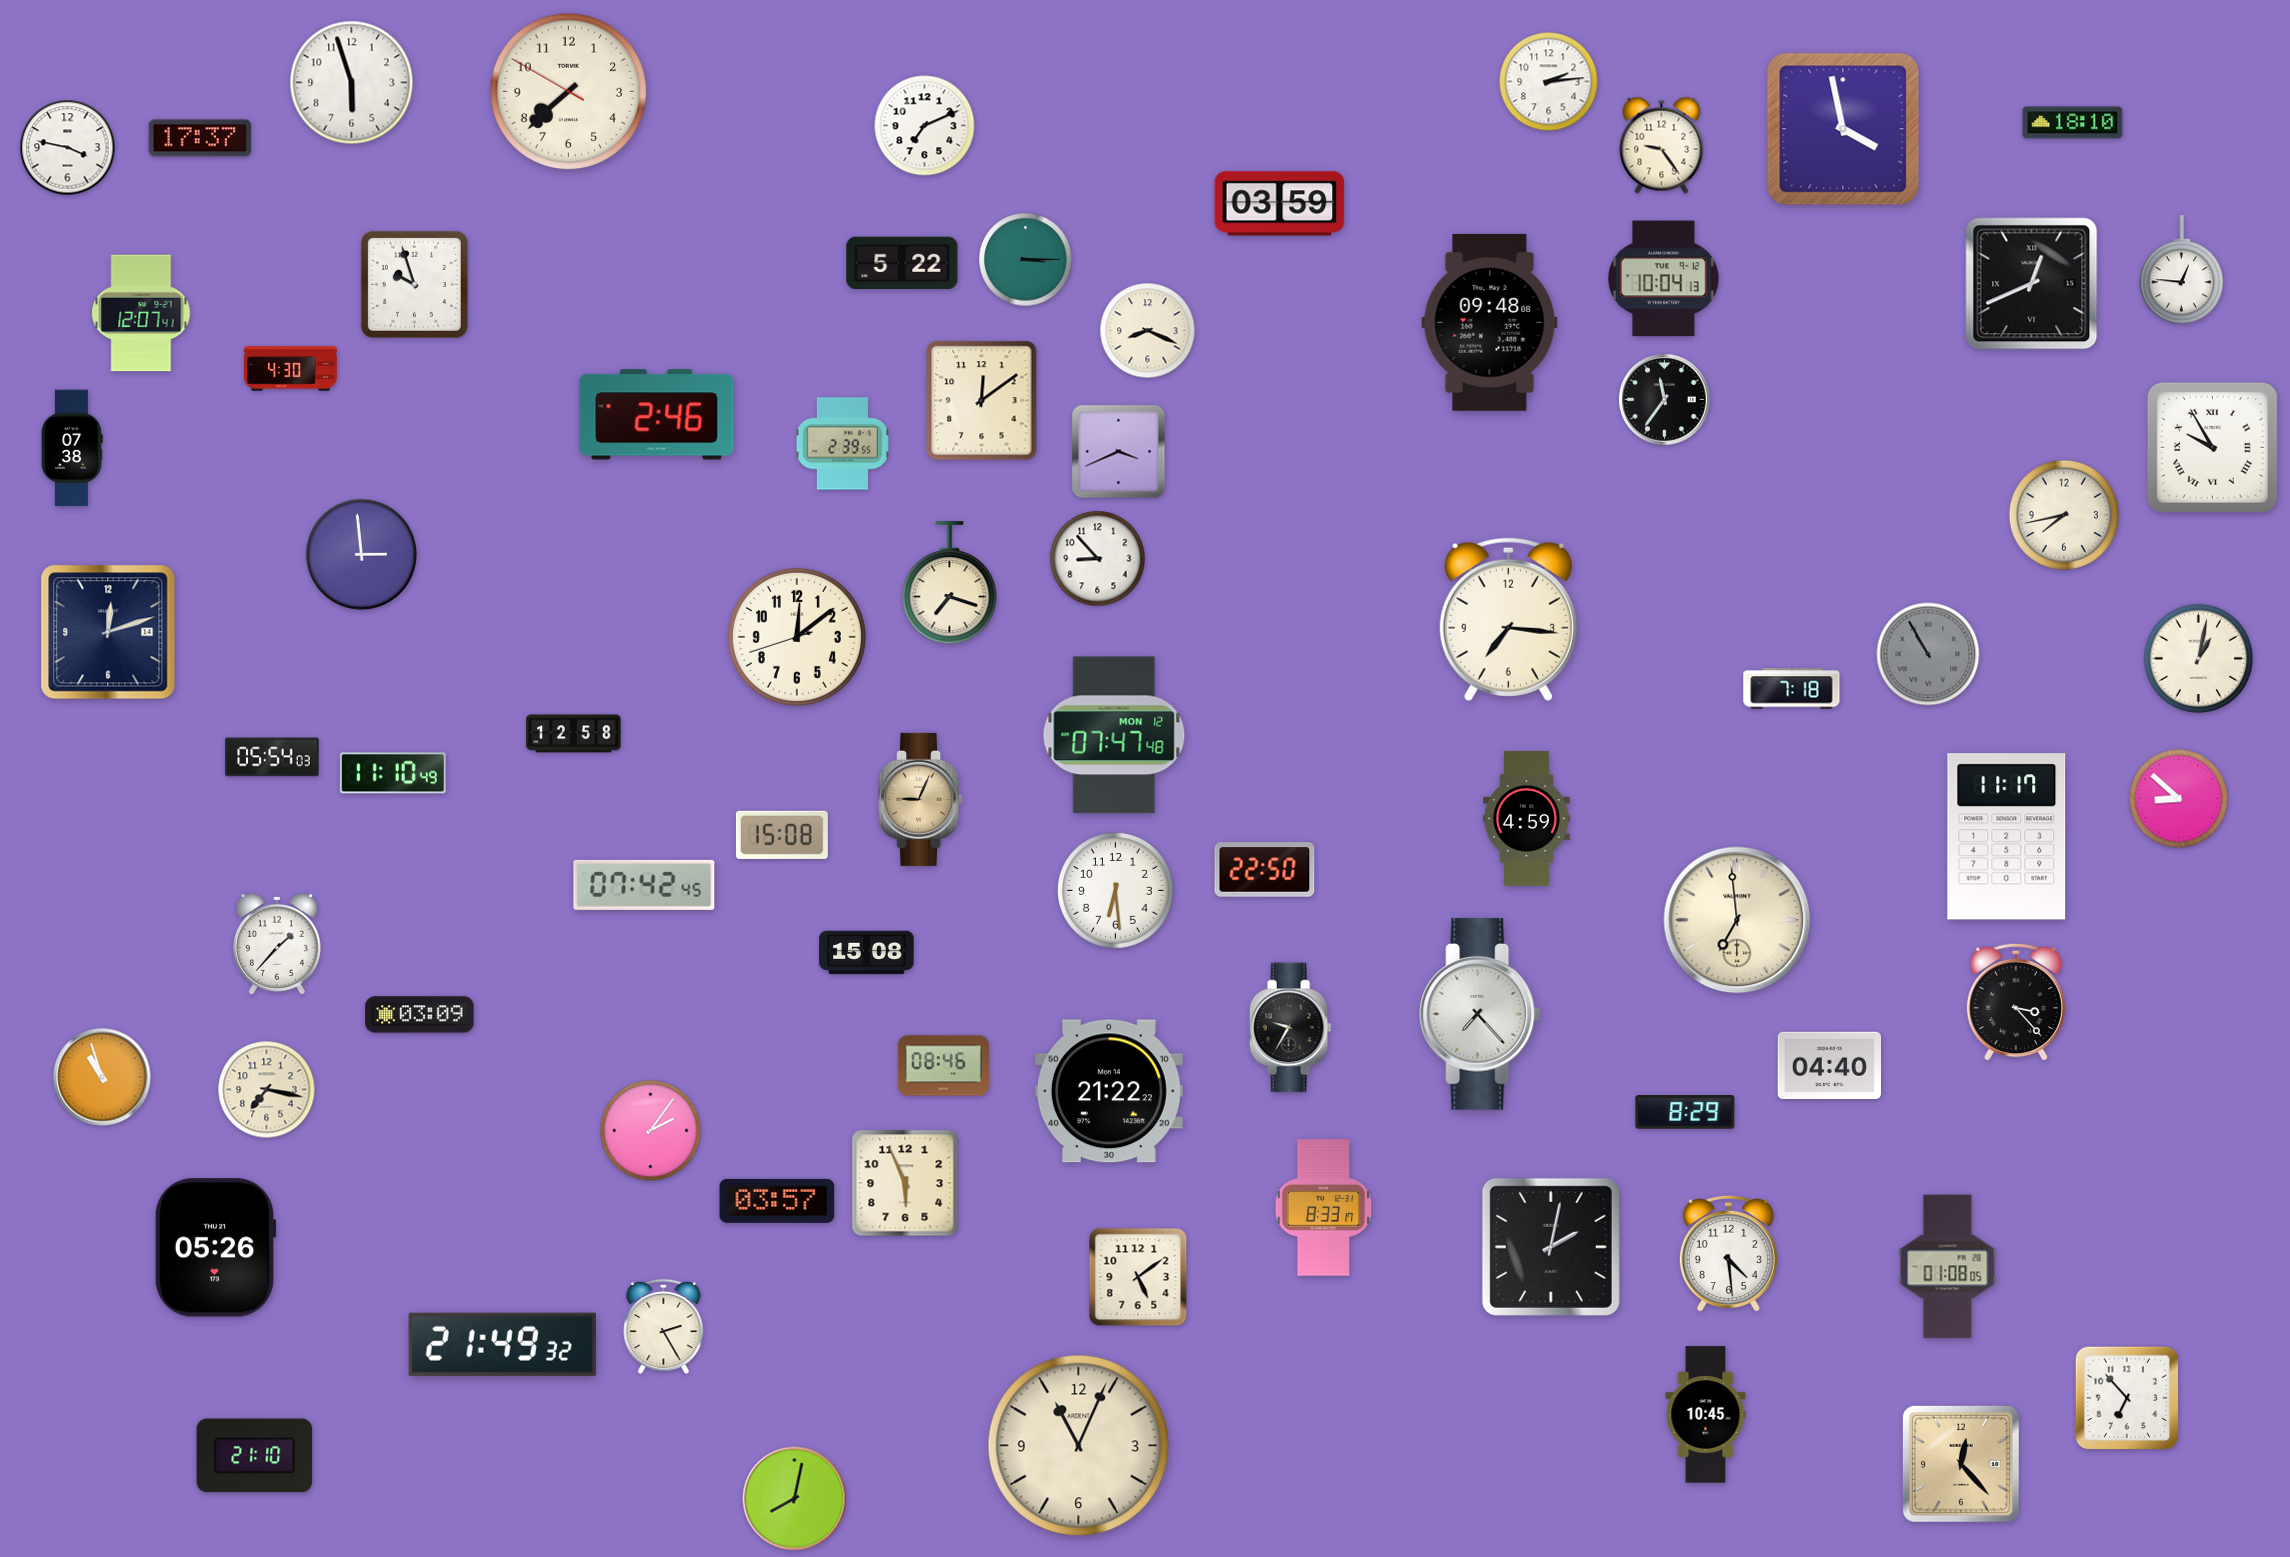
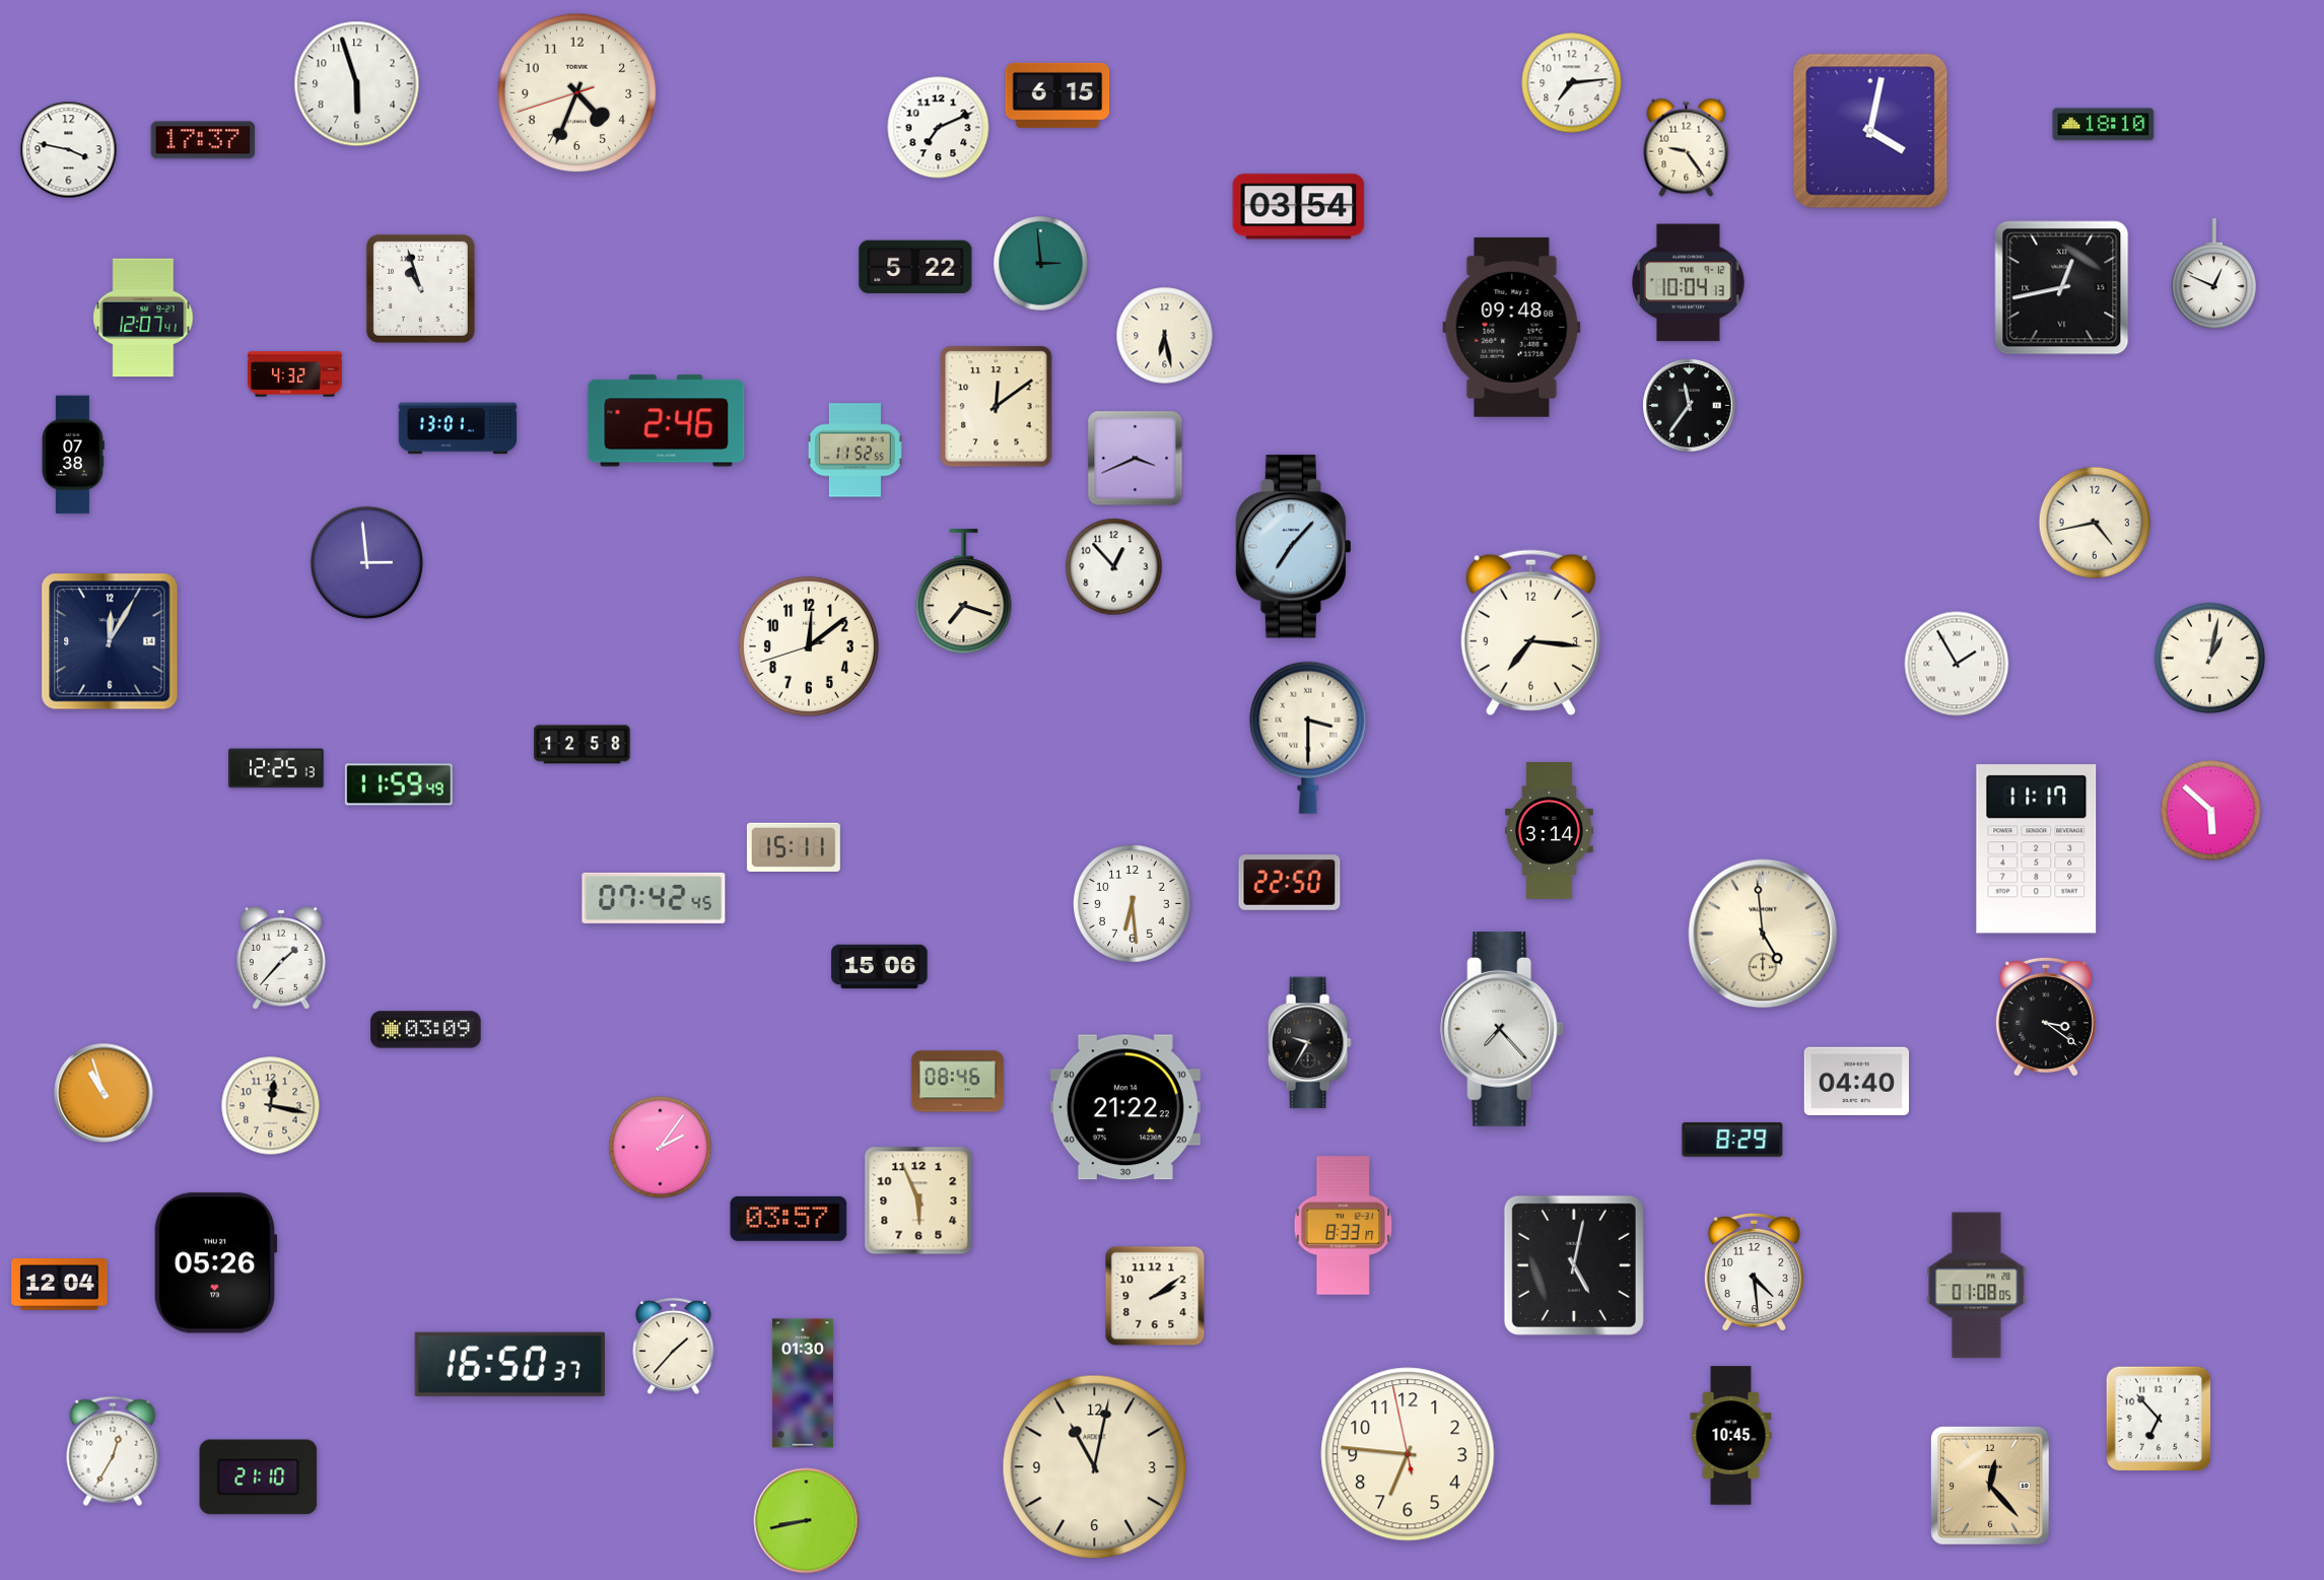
clock at (1549, 82): 2:14 -> 7:14
clock at (569, 92): 7:37 -> 4:33
clock at (1057, 95): none -> 6:15
clock at (1843, 129): 3:58 -> 4:02
clock at (1280, 204): 03:59 -> 03:54
clock at (1026, 260): 3:15 -> 2:59
clock at (2181, 270): 12:46 -> 12:49
clock at (414, 284): 9:57 -> 10:57
clock at (2032, 284): 12:41 -> 12:43
clock at (1148, 331): 8:19 -> 6:28
clock at (291, 369): 4:30 -> 4:32
clock at (458, 428): none -> 13:01
clock at (842, 444): 2:39 -> 11:52
clock at (2212, 447): 9:55 -> none
clock at (2063, 514): 7:43 -> 4:43
clock at (1293, 547): none -> 7:07
clock at (1098, 559): 8:53 -> 12:53
clock at (1508, 619) position: (1508, 619) -> (1530, 632)
clock at (108, 632): 12:12 -> 12:05
clock at (1928, 654): 10:55 -> 1:55
clock at (1928, 654) dial: grey -> white
clock at (2199, 659) position: (2199, 659) -> (2210, 659)
clock at (1792, 689): 7:18 -> none
clock at (1308, 738): none -> 3:30
clock at (1114, 735): 07:47 -> none
clock at (272, 757): 05:54 -> 12:25
clock at (393, 773): 11:10 -> 11:59
clock at (921, 799): 9:04 -> none
clock at (2179, 799): 8:52 -> 5:52
clock at (1526, 819): 4:59 -> 3:14
clock at (782, 835): 15:08 -> 15:11
clock at (1265, 870) position: (1265, 870) -> (1290, 883)
clock at (1737, 920): 6:59 -> 4:59
clock at (867, 953): 15:08 -> 15:06
clock at (2016, 1002): 3:23 -> 3:21
clock at (267, 1090): 7:17 -> 12:17
clock at (1685, 1112) position: (1685, 1112) -> (1732, 1140)
clock at (1551, 1247): 2:02 -> 5:02
clock at (215, 1248) position: (215, 1248) -> (215, 1263)
clock at (60, 1285): none -> 12:04
clock at (1138, 1277): 5:09 -> 2:09
clock at (664, 1327): 2:25 -> 1:37
clock at (502, 1344): 21:49 -> 16:50
clock at (803, 1383): none -> 01:30
clock at (113, 1451): none -> 12:35
clock at (1408, 1454): none -> 6:45
clock at (1079, 1446): 11:04 -> 11:02
clock at (795, 1499): 8:02 -> 8:43
